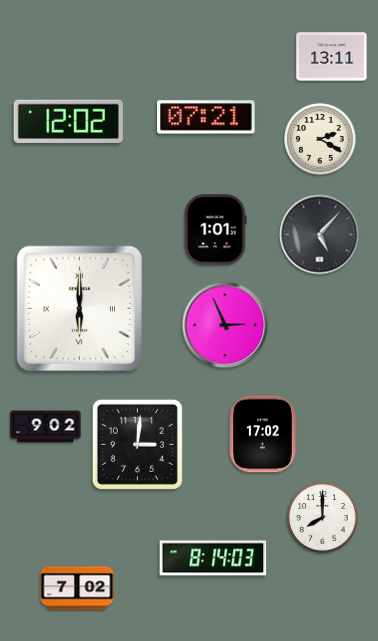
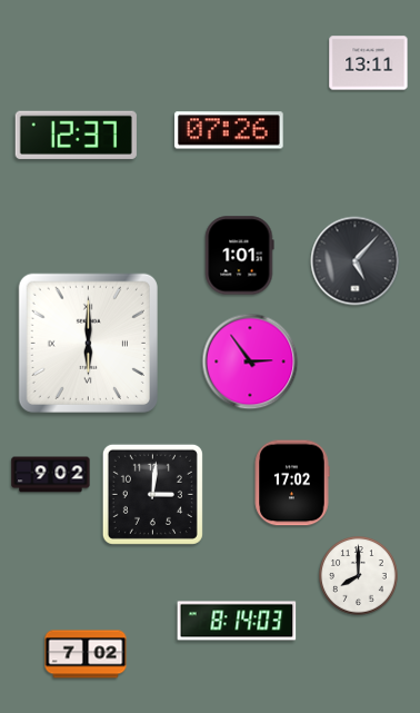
clock at (207, 117): 07:21 -> 07:26
clock at (68, 121): 12:02 -> 12:37
clock at (320, 139): 2:20 -> none
clock at (225, 325): 2:56 -> 2:54
